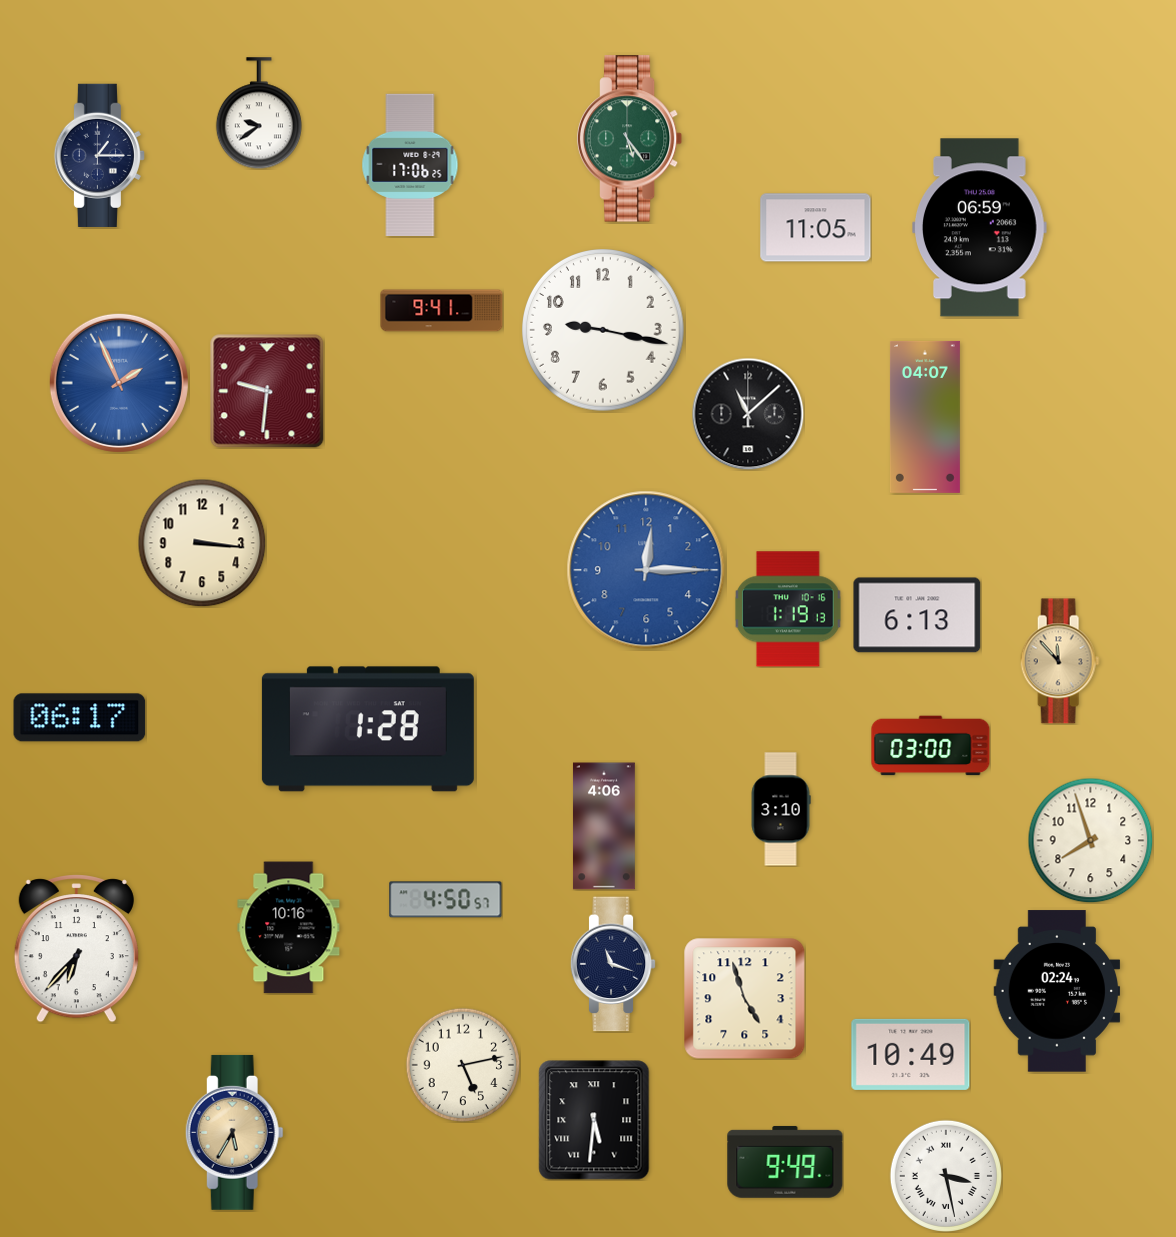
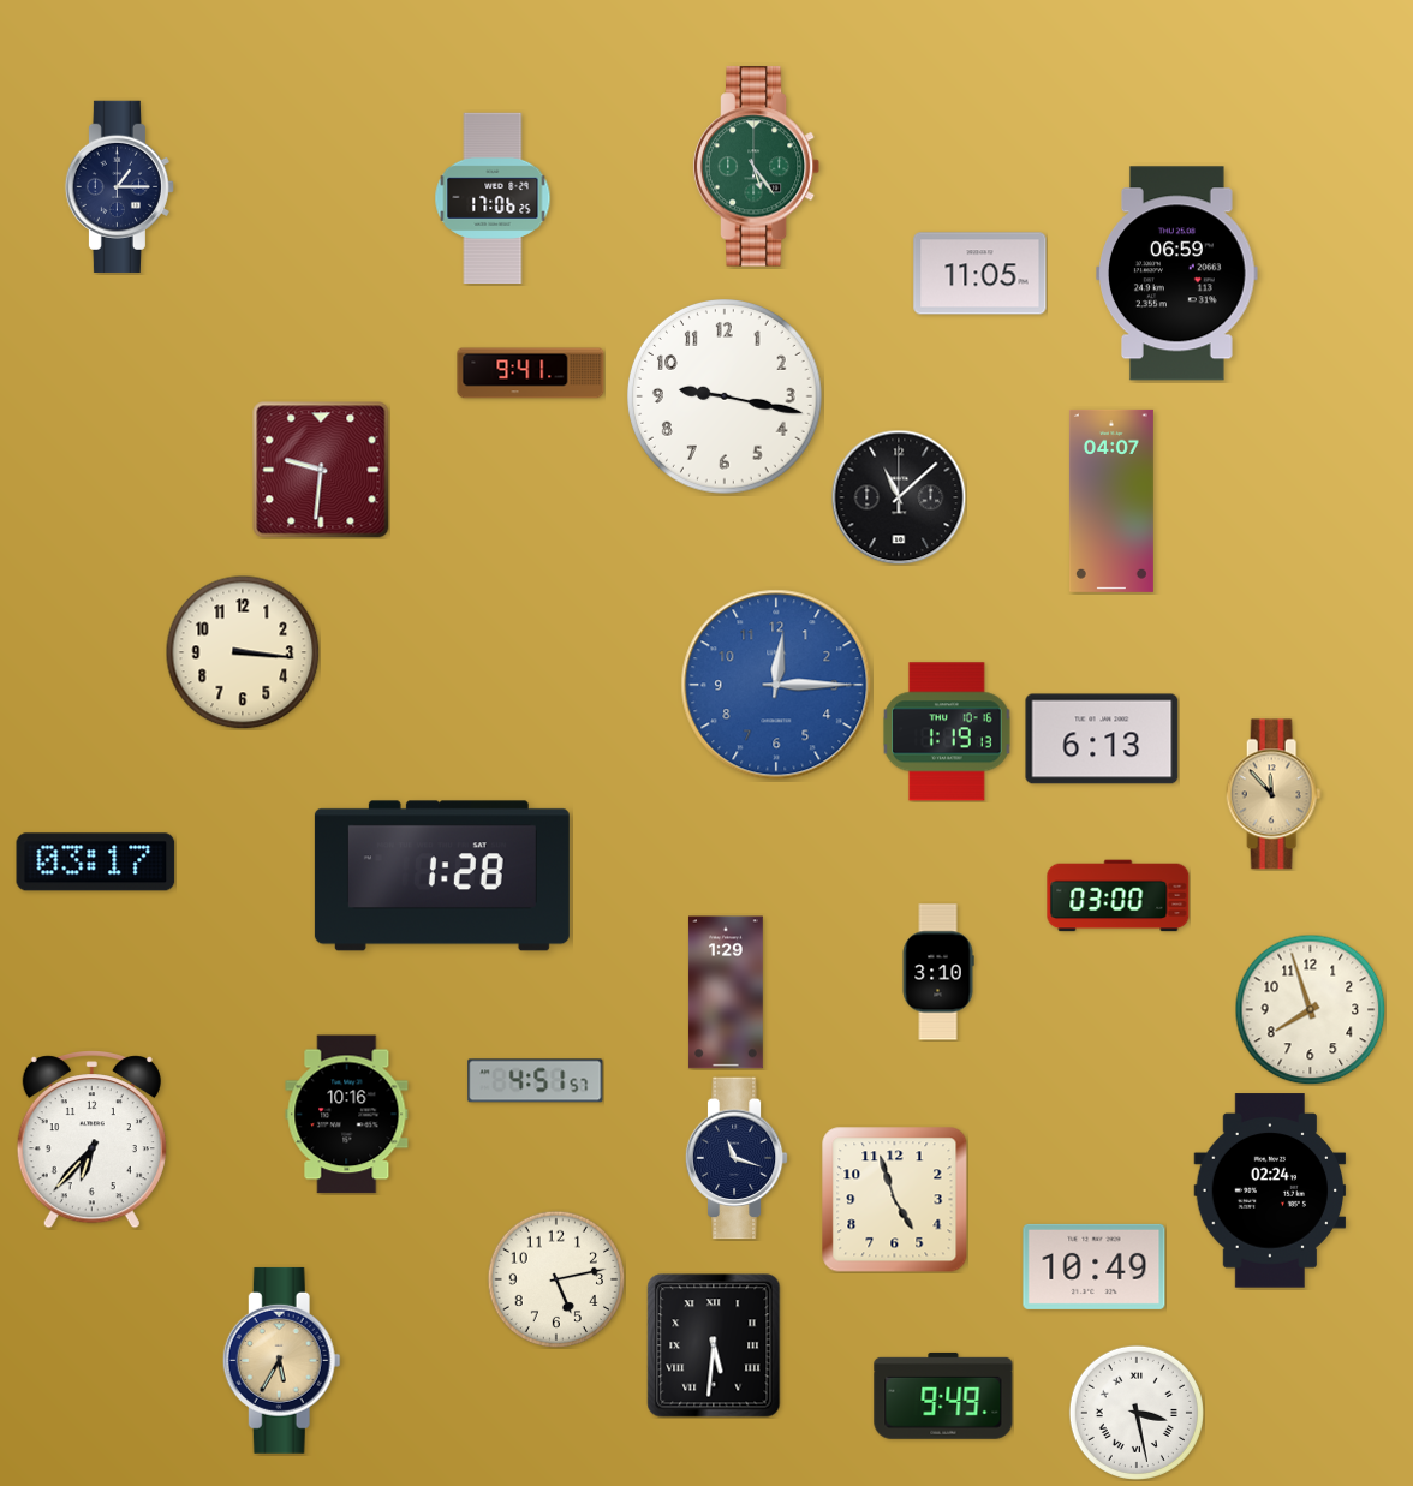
clock at (259, 113): 9:39 -> none
clock at (119, 383): 1:56 -> none
clock at (80, 718): 06:17 -> 03:17
clock at (604, 826): 4:06 -> 1:29
clock at (446, 900): 4:50 -> 4:51
